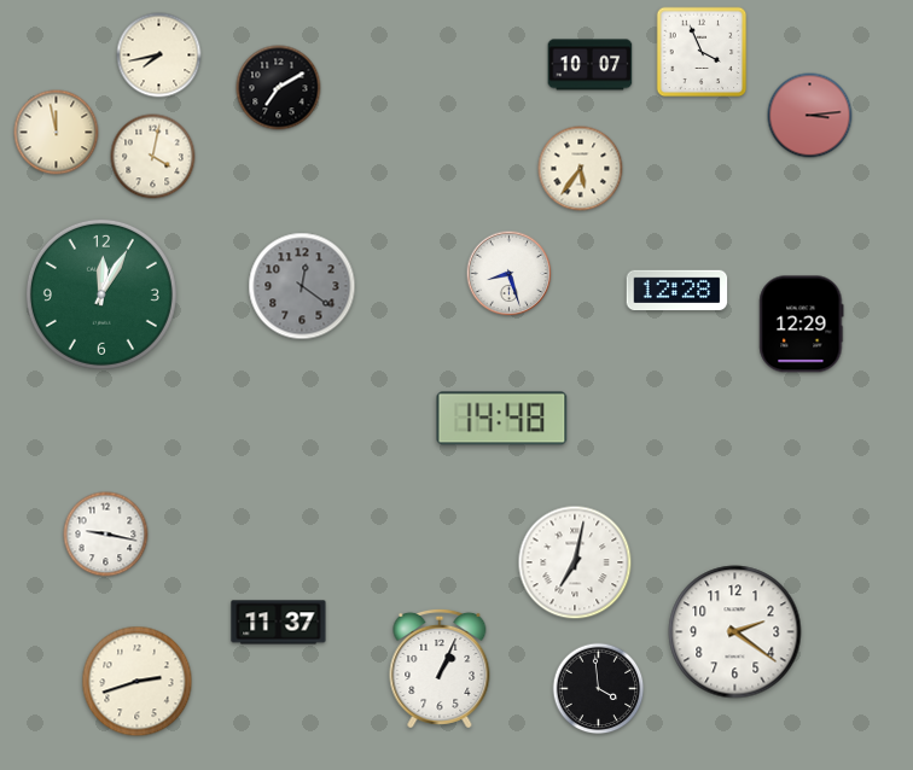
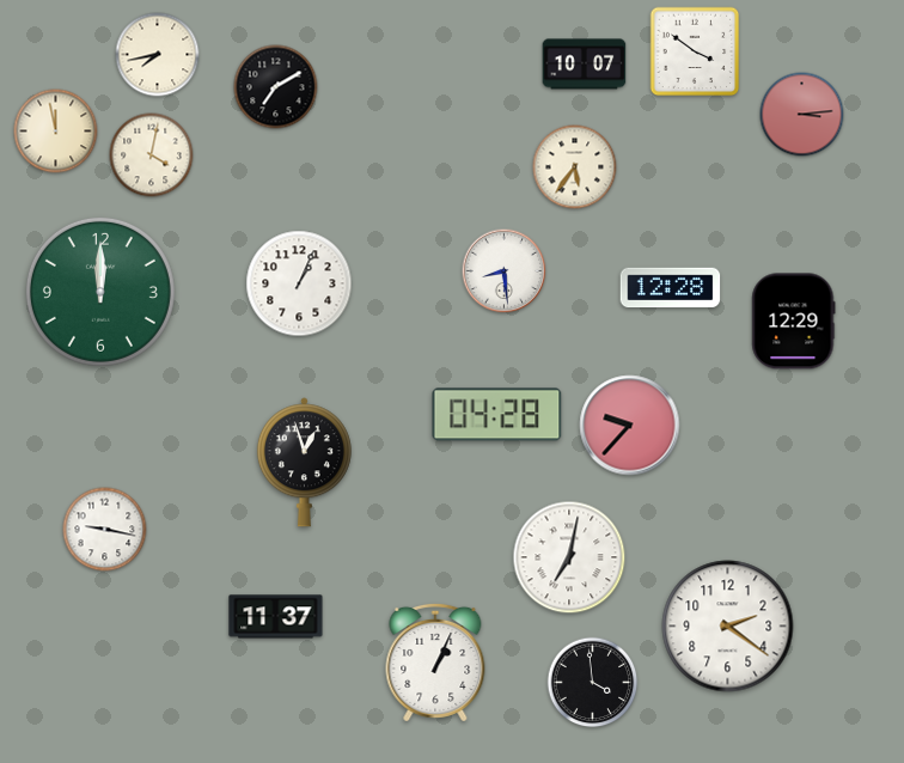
clock at (702, 52): 3:56 -> 3:51
clock at (510, 274): 8:27 -> 8:29
clock at (302, 286): 12:21 -> 1:04
clock at (302, 286) dial: grey -> white
clock at (101, 294): 12:05 -> 12:00
clock at (502, 419): 14:48 -> 04:28
clock at (630, 426): none -> 9:37
clock at (304, 463): none -> 12:57
clock at (138, 682): 2:42 -> none
